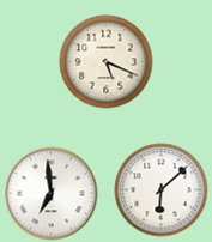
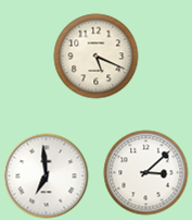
clock at (160, 189): 6:08 -> 3:08
